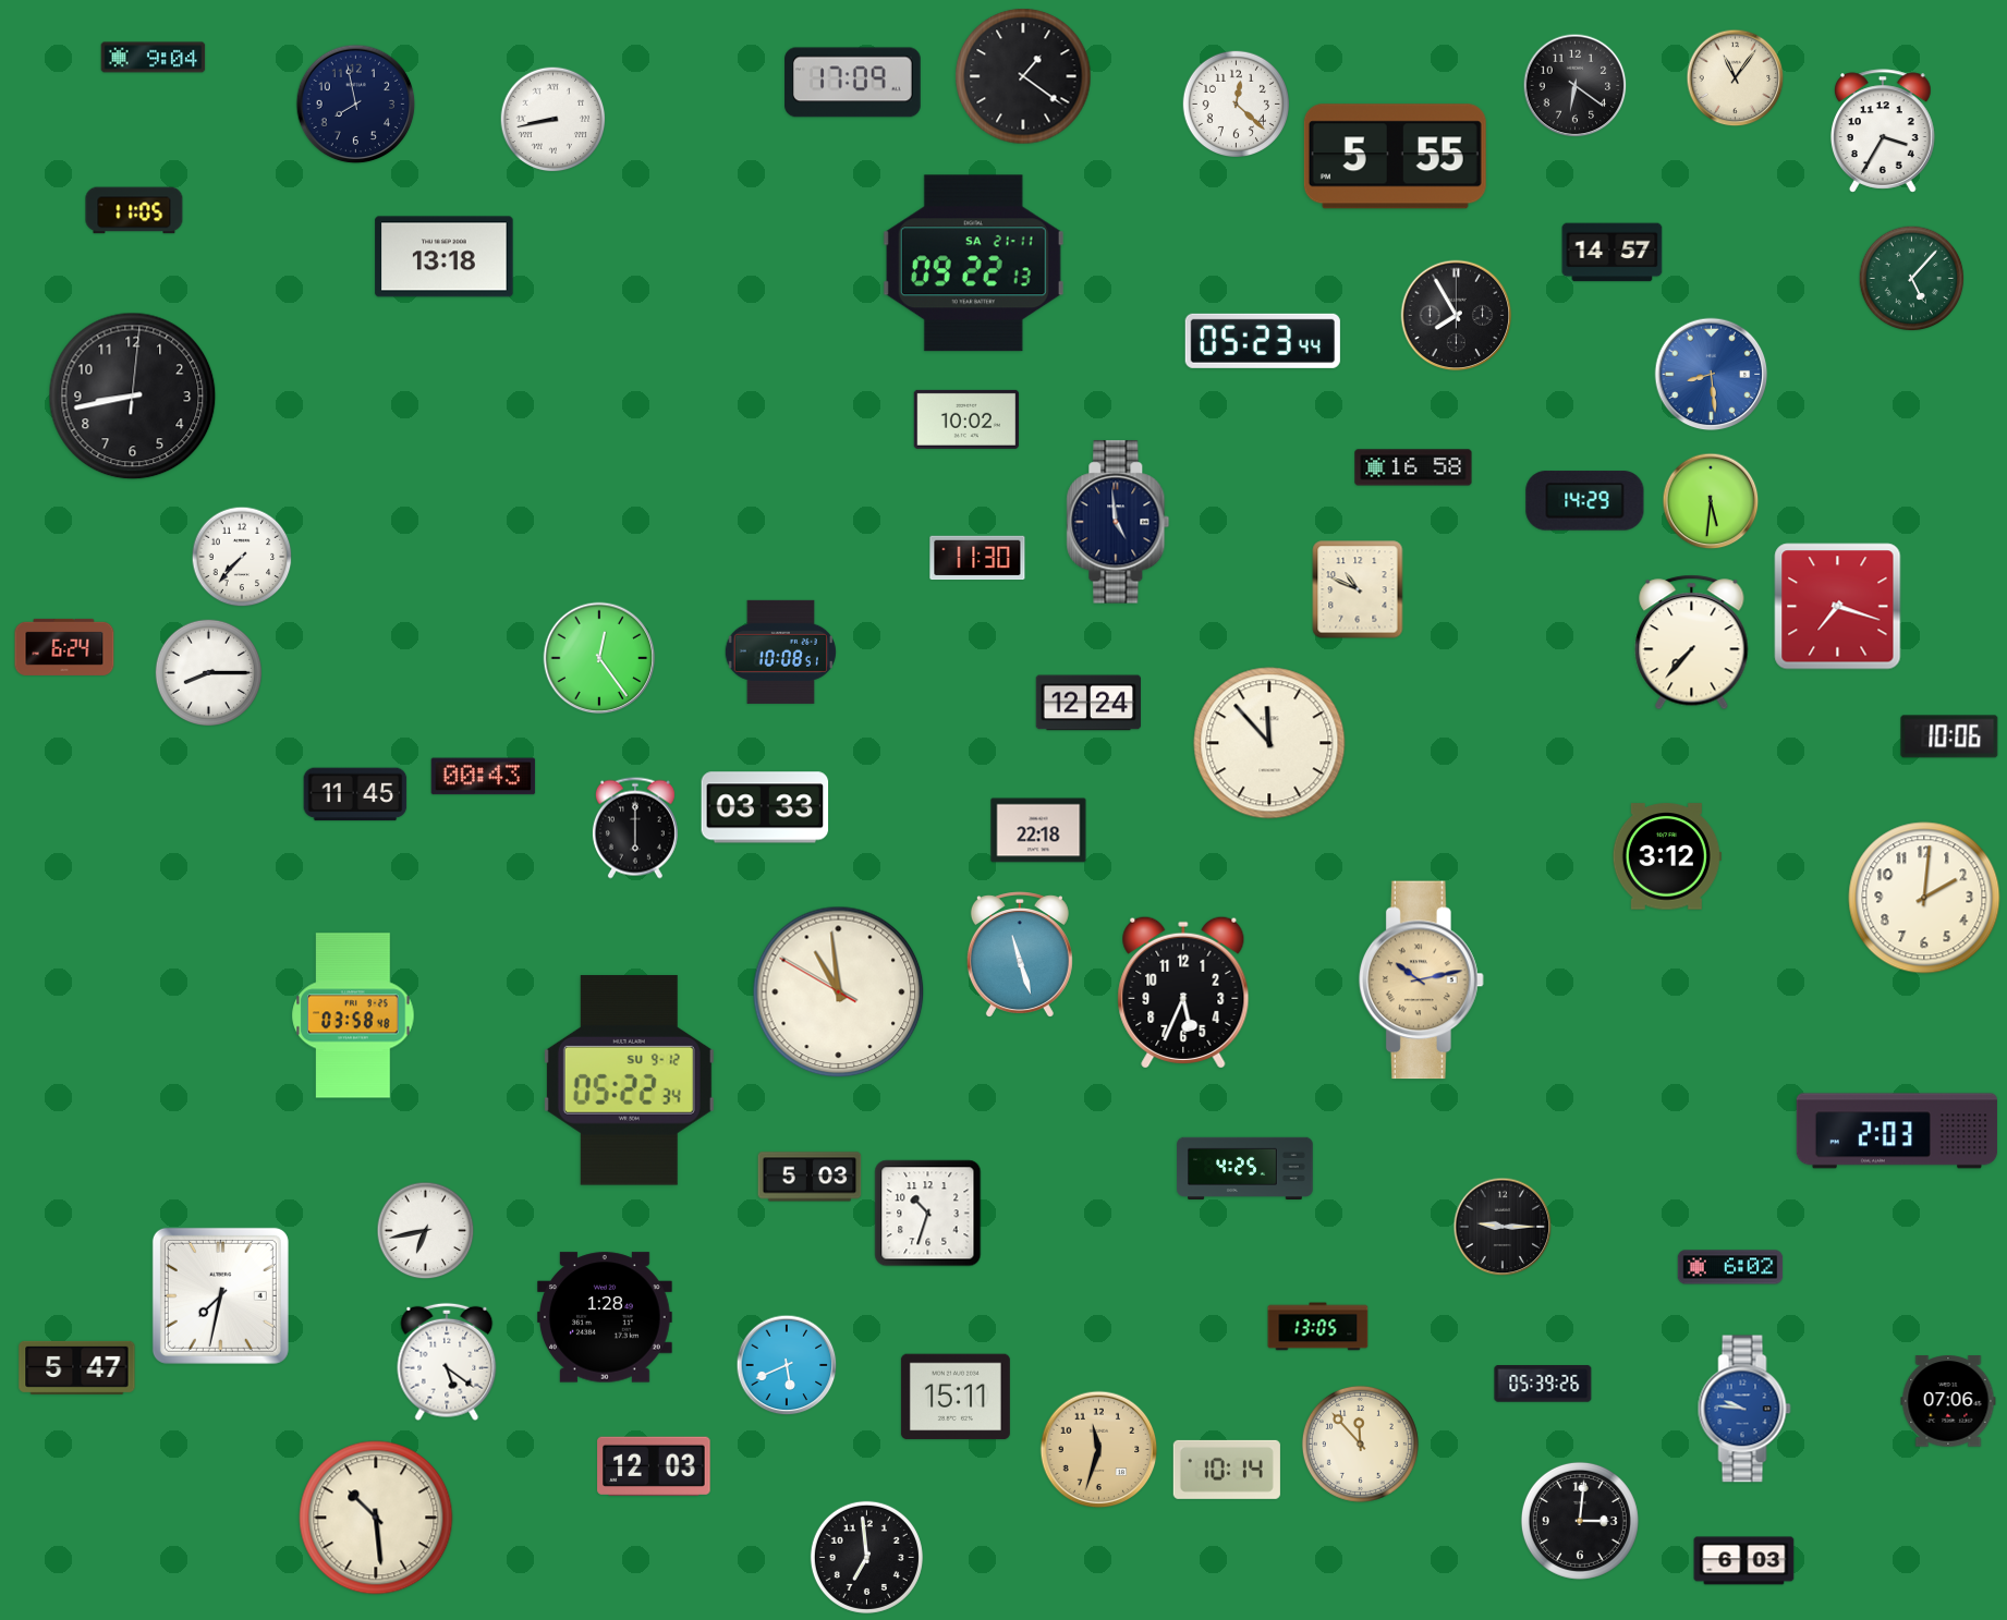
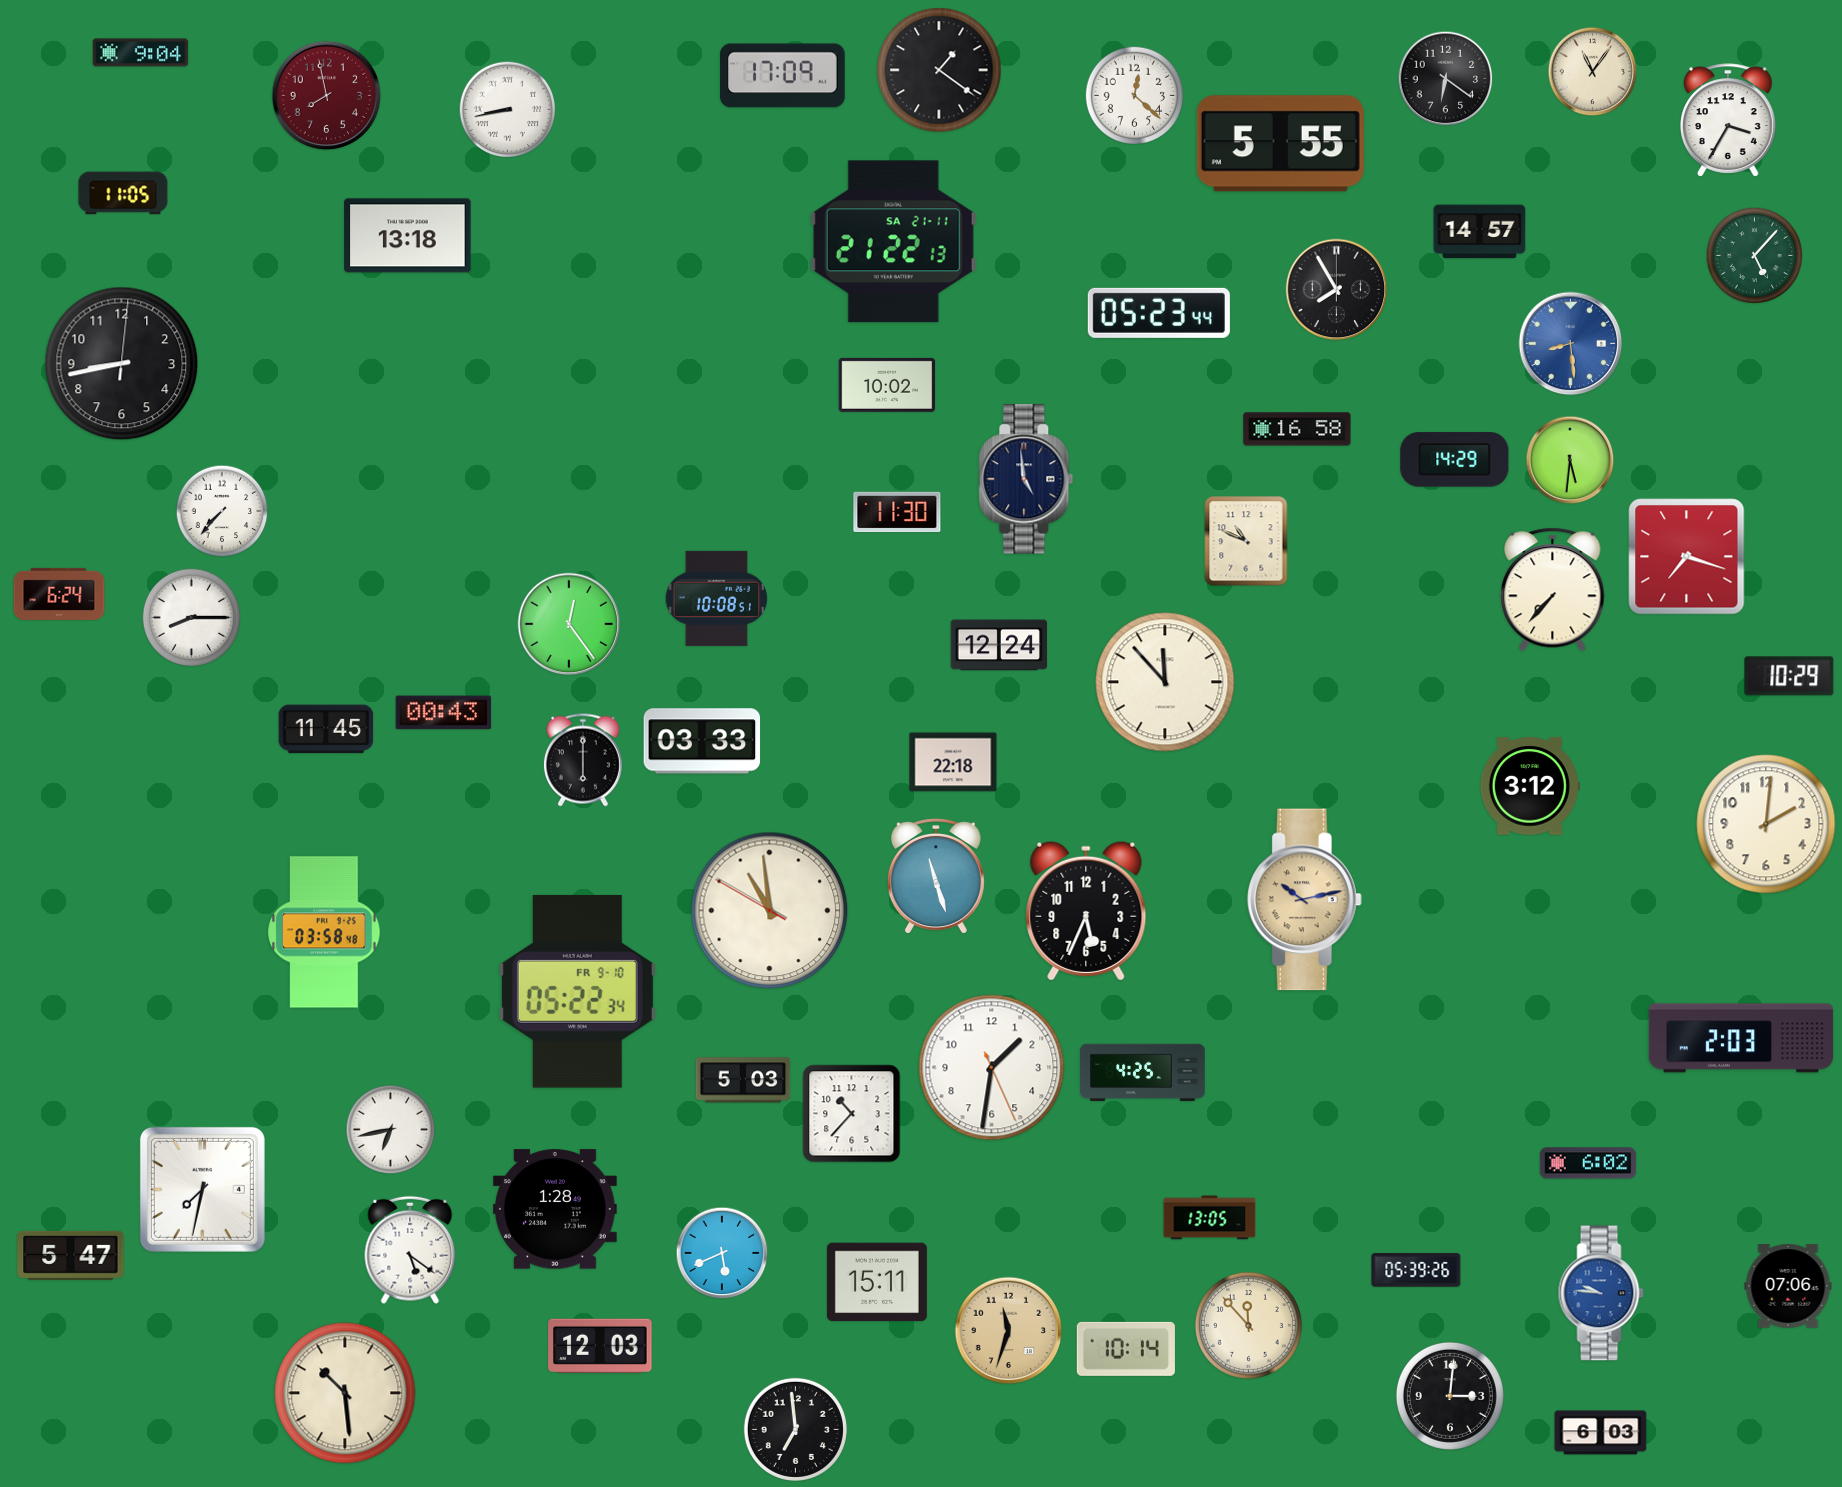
clock at (356, 105) dial: navy -> burgundy
clock at (973, 264): 09:22 -> 21:22
clock at (599, 658) position: (599, 658) -> (569, 624)
clock at (1949, 736): 10:06 -> 10:29
clock at (629, 1081) date: SU 9-12 -> FR 9-10
clock at (992, 1068): none -> 1:31
clock at (928, 1214): 10:33 -> 10:37
clock at (1503, 1227): 9:15 -> none
